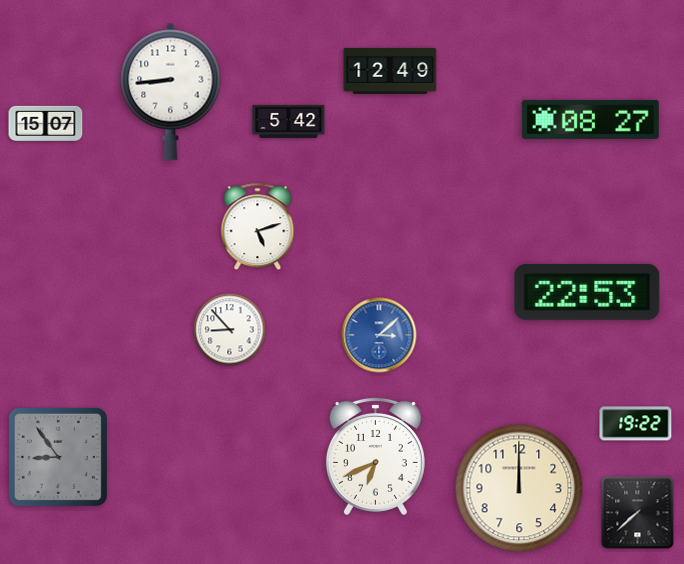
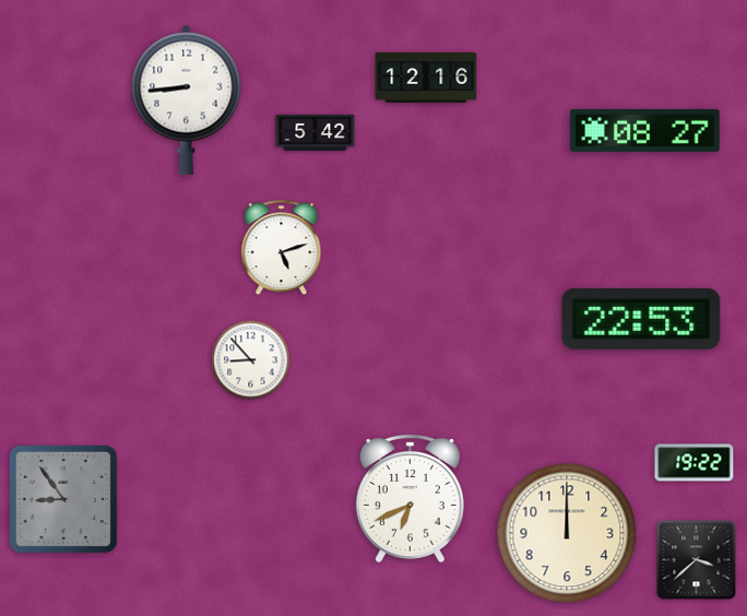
clock at (390, 71): 12:49 -> 12:16
clock at (46, 123): 15:07 -> none
clock at (379, 335): 3:08 -> none
clock at (638, 513): 7:38 -> 3:38
